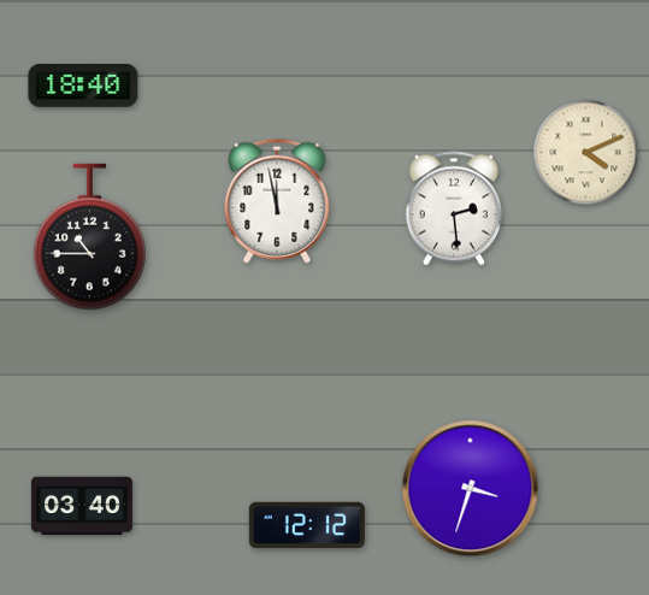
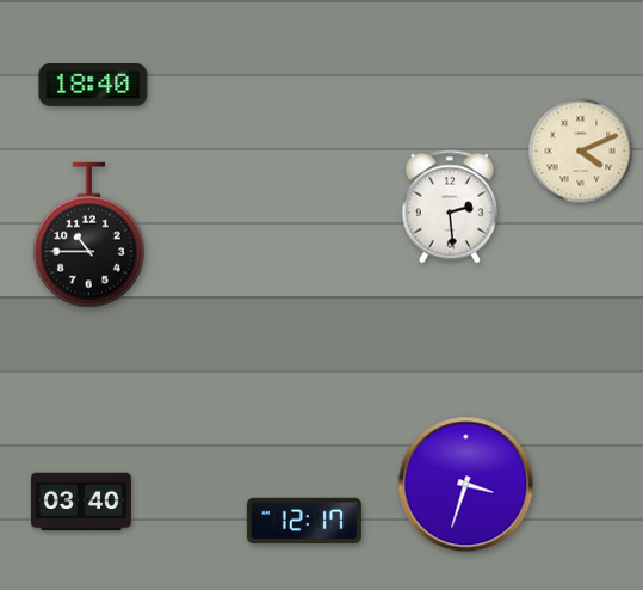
clock at (83, 86) position: (83, 86) -> (93, 85)
clock at (277, 201): 11:58 -> none
clock at (307, 525): 12:12 -> 12:17
